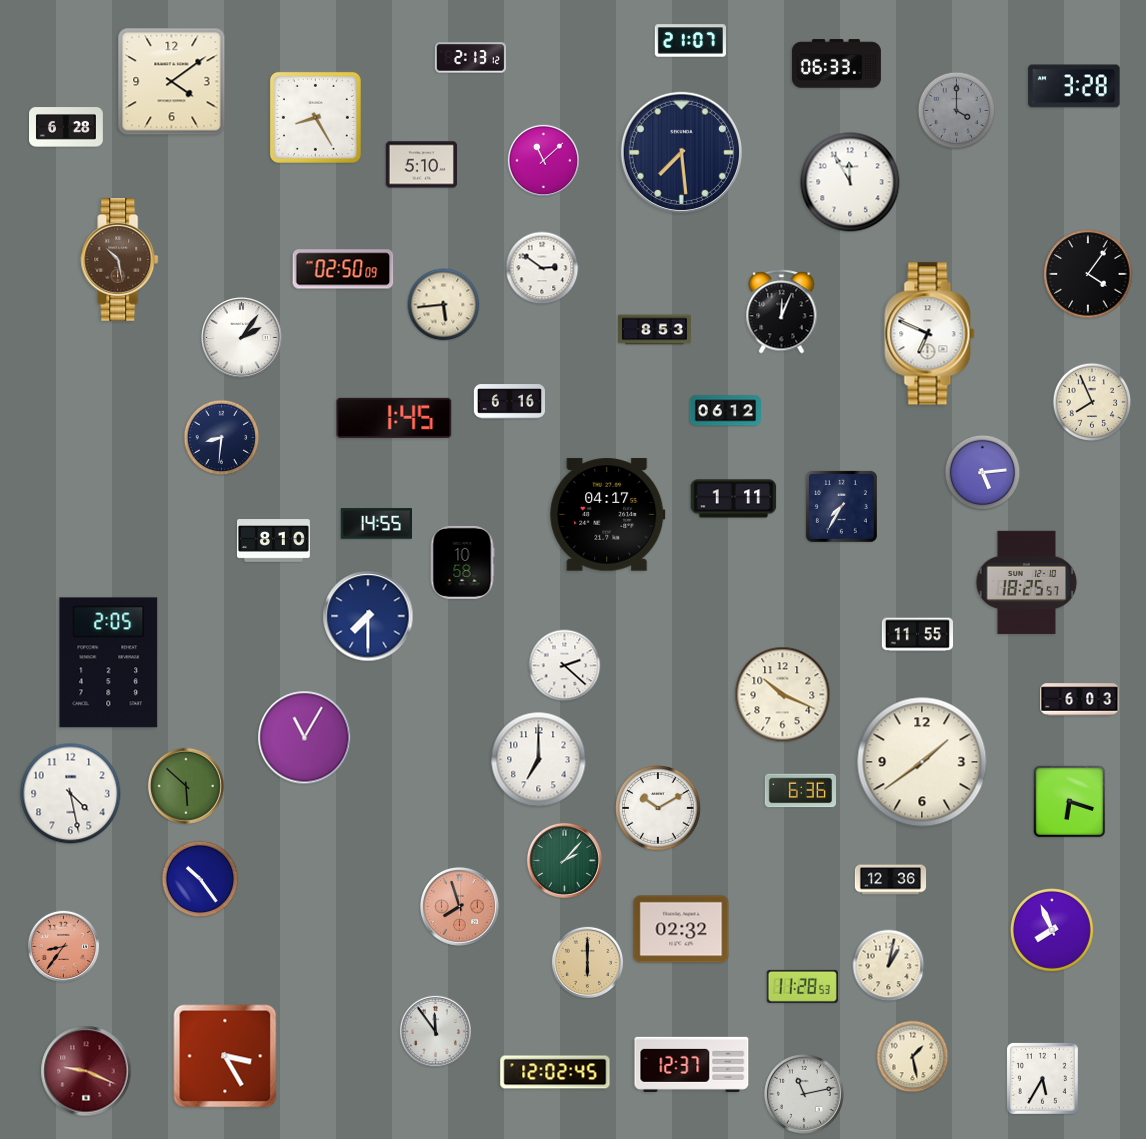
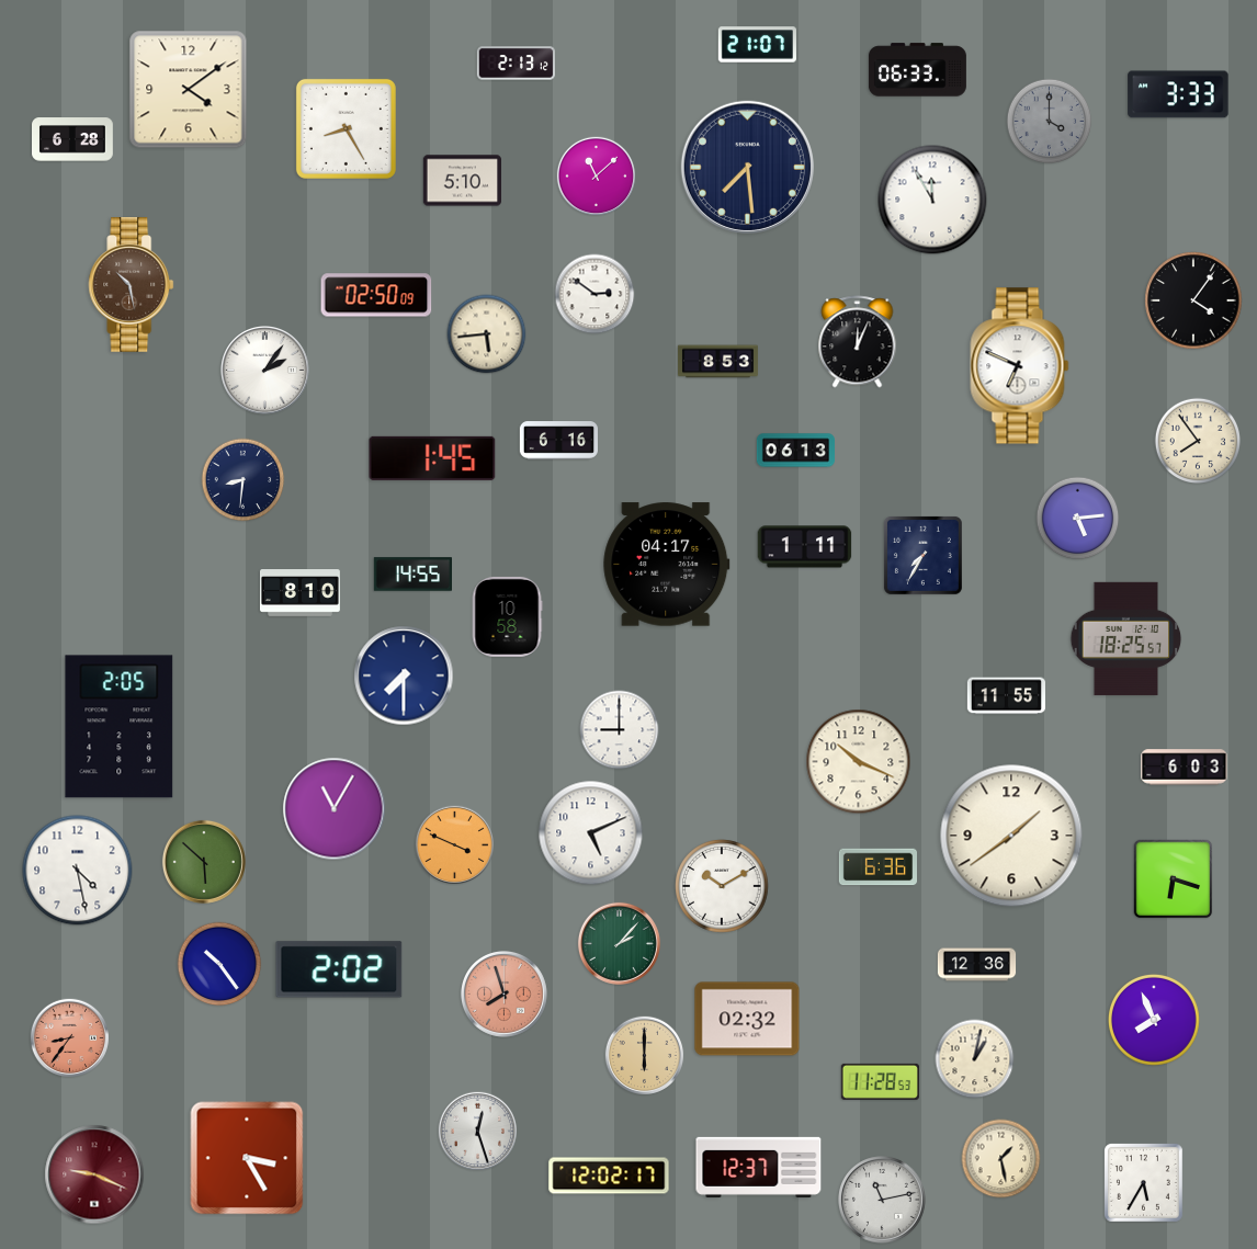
clock at (1074, 86): 3:28 -> 3:33
clock at (1091, 401): 7:56 -> 7:54
clock at (725, 411): 06:12 -> 06:13
clock at (565, 666): 2:22 -> 9:00
clock at (539, 760): 7:00 -> 5:11
clock at (454, 844): none -> 3:49
clock at (339, 969): none -> 2:02
clock at (435, 1031): 11:54 -> 12:27
clock at (555, 1072): 12:02:45 -> 12:02:17
